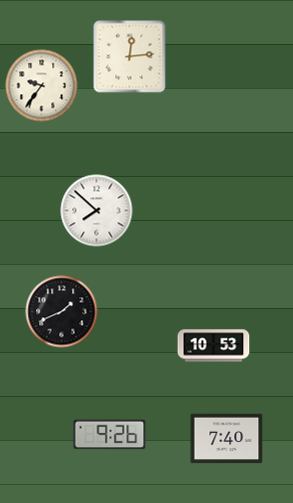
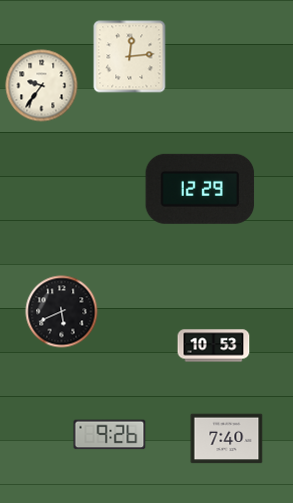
clock at (200, 189): none -> 12:29
clock at (97, 211): 7:52 -> none
clock at (62, 312): 1:41 -> 5:41
